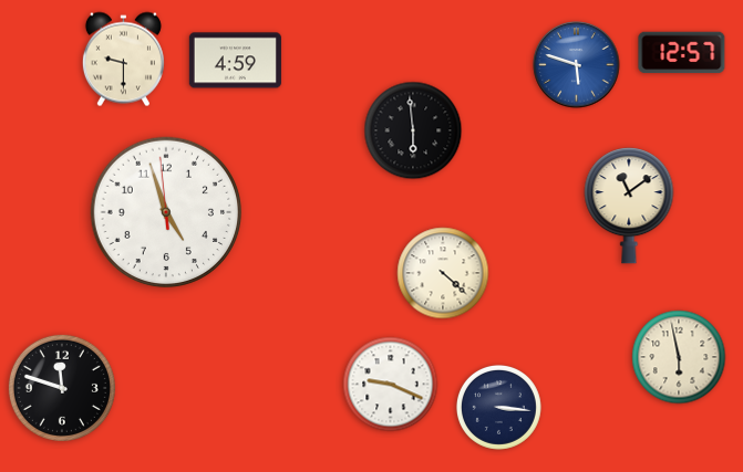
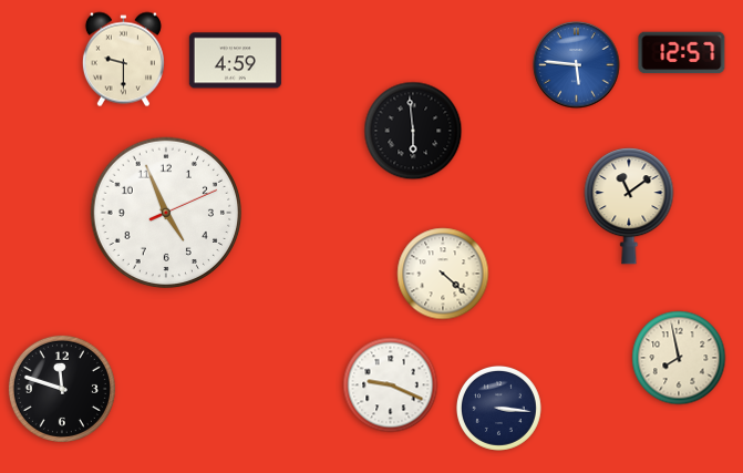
clock at (577, 65): 5:48 -> 5:46
clock at (166, 212): 4:56:59 -> 4:56:11
clock at (679, 357): 5:58 -> 7:58
